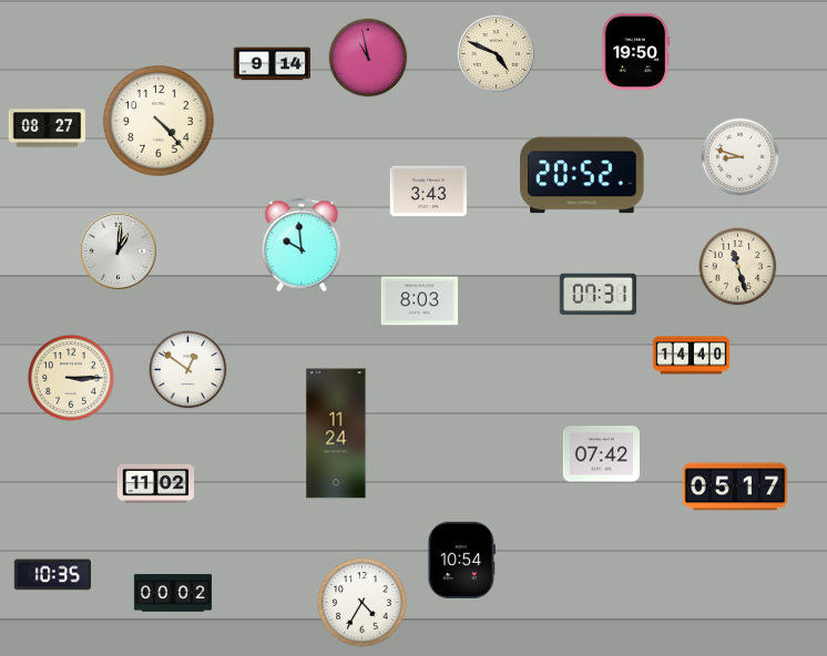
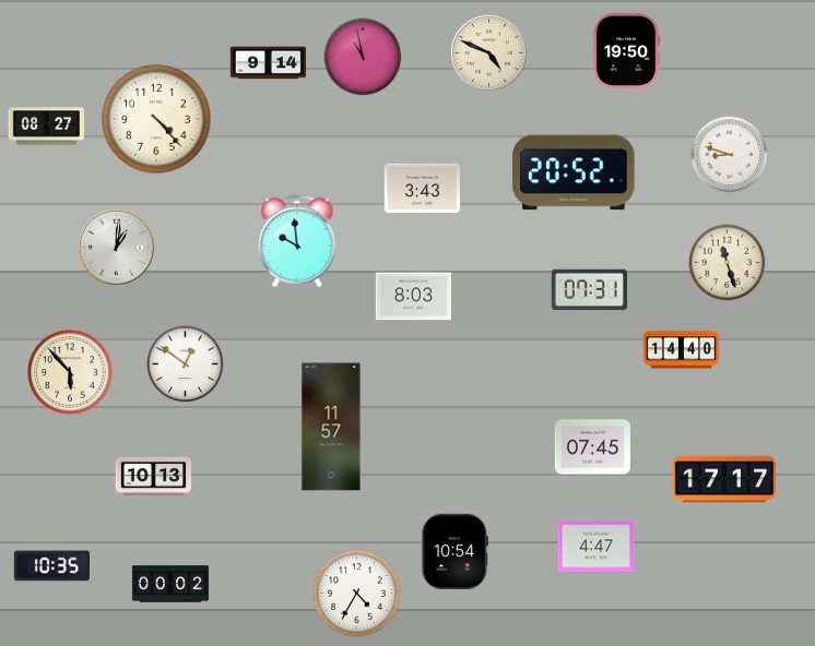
clock at (71, 378): 3:15 -> 5:53
clock at (336, 433): 11:24 -> 11:57
clock at (602, 454): 07:42 -> 07:45
clock at (156, 483): 11:02 -> 10:13
clock at (735, 486): 05:17 -> 17:17
clock at (595, 547): none -> 4:47
